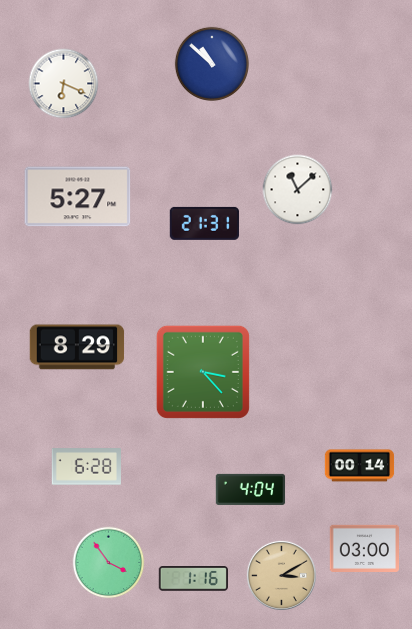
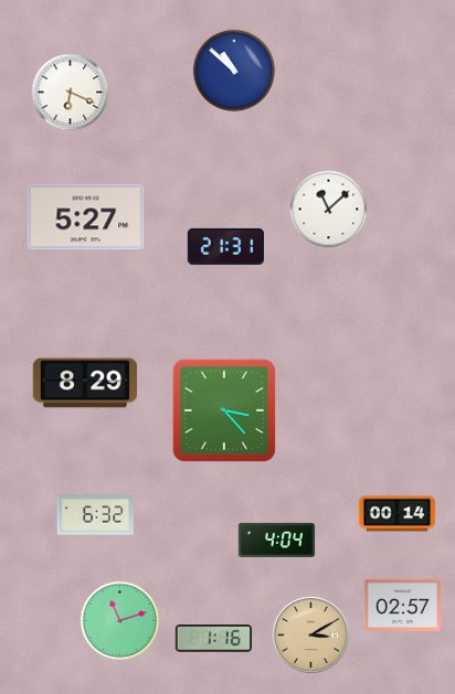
clock at (86, 467): 6:28 -> 6:32
clock at (364, 548): 03:00 -> 02:57
clock at (109, 563): 3:54 -> 11:12
